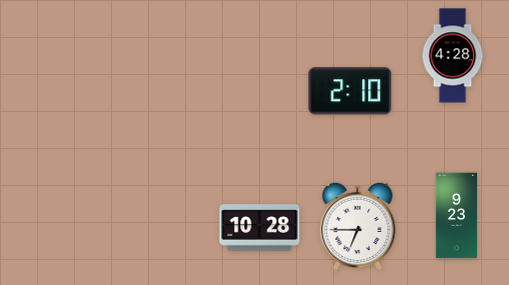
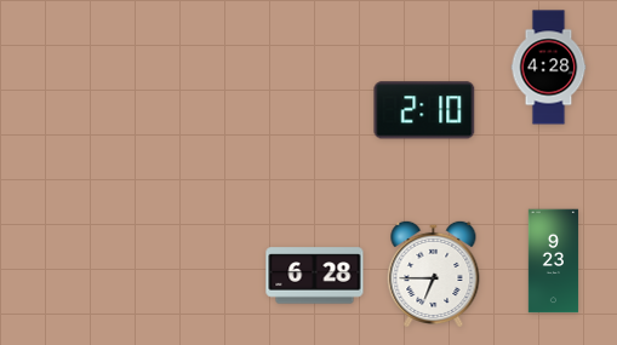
clock at (260, 228): 10:28 -> 6:28
